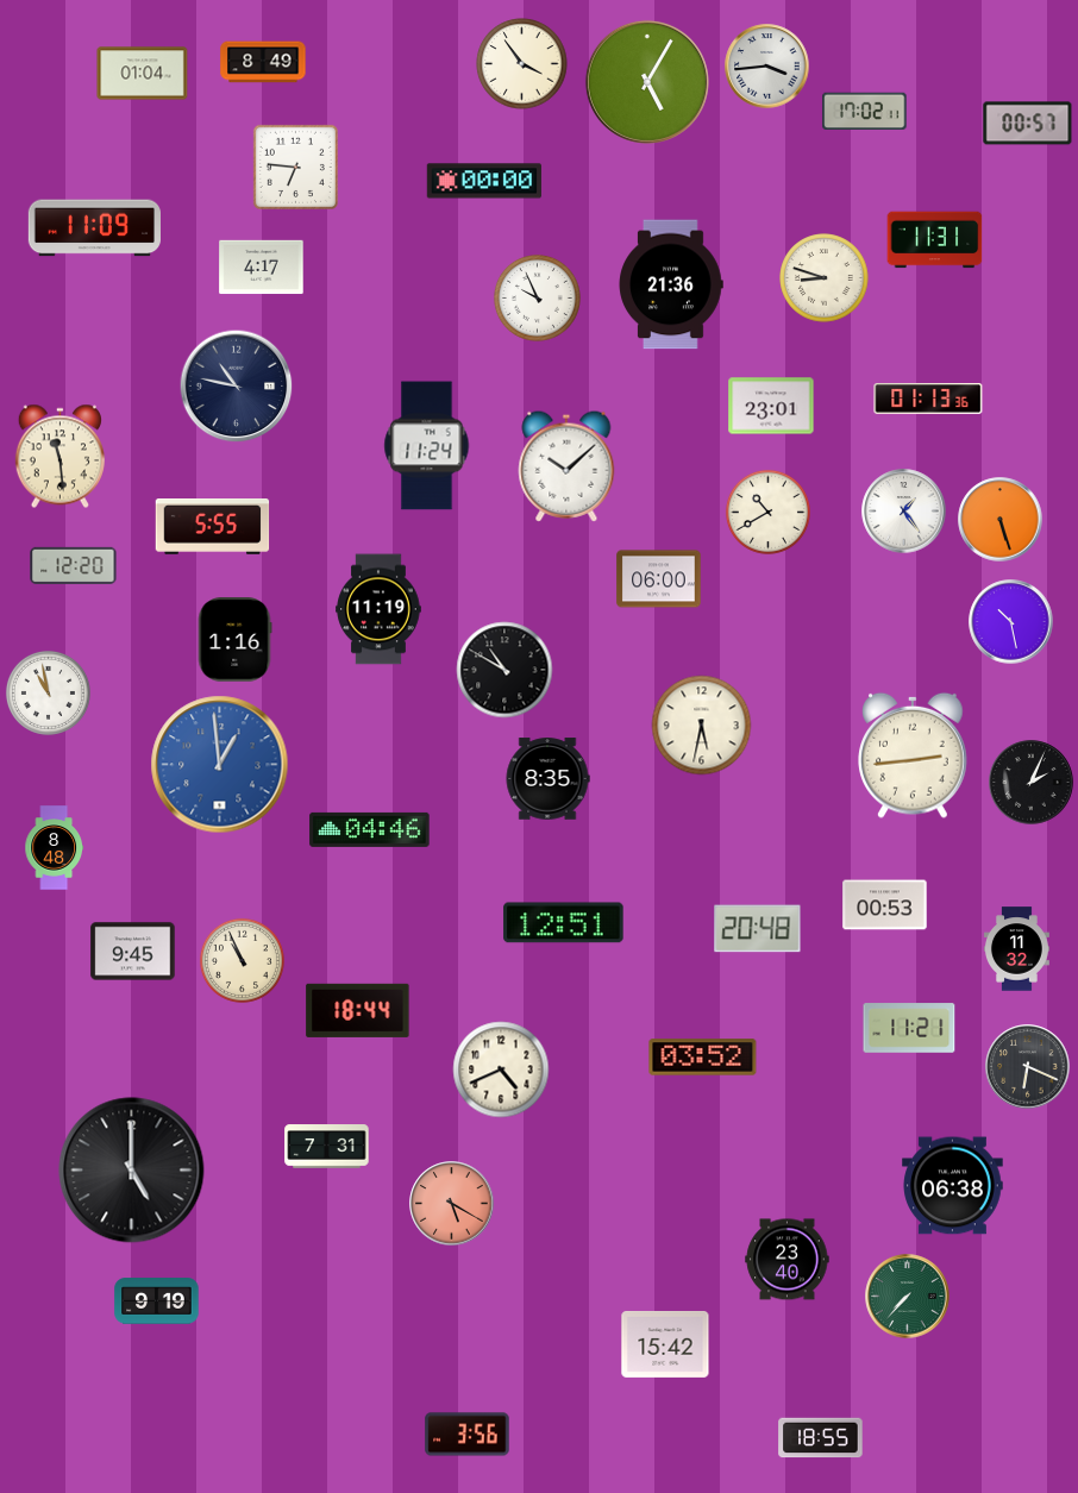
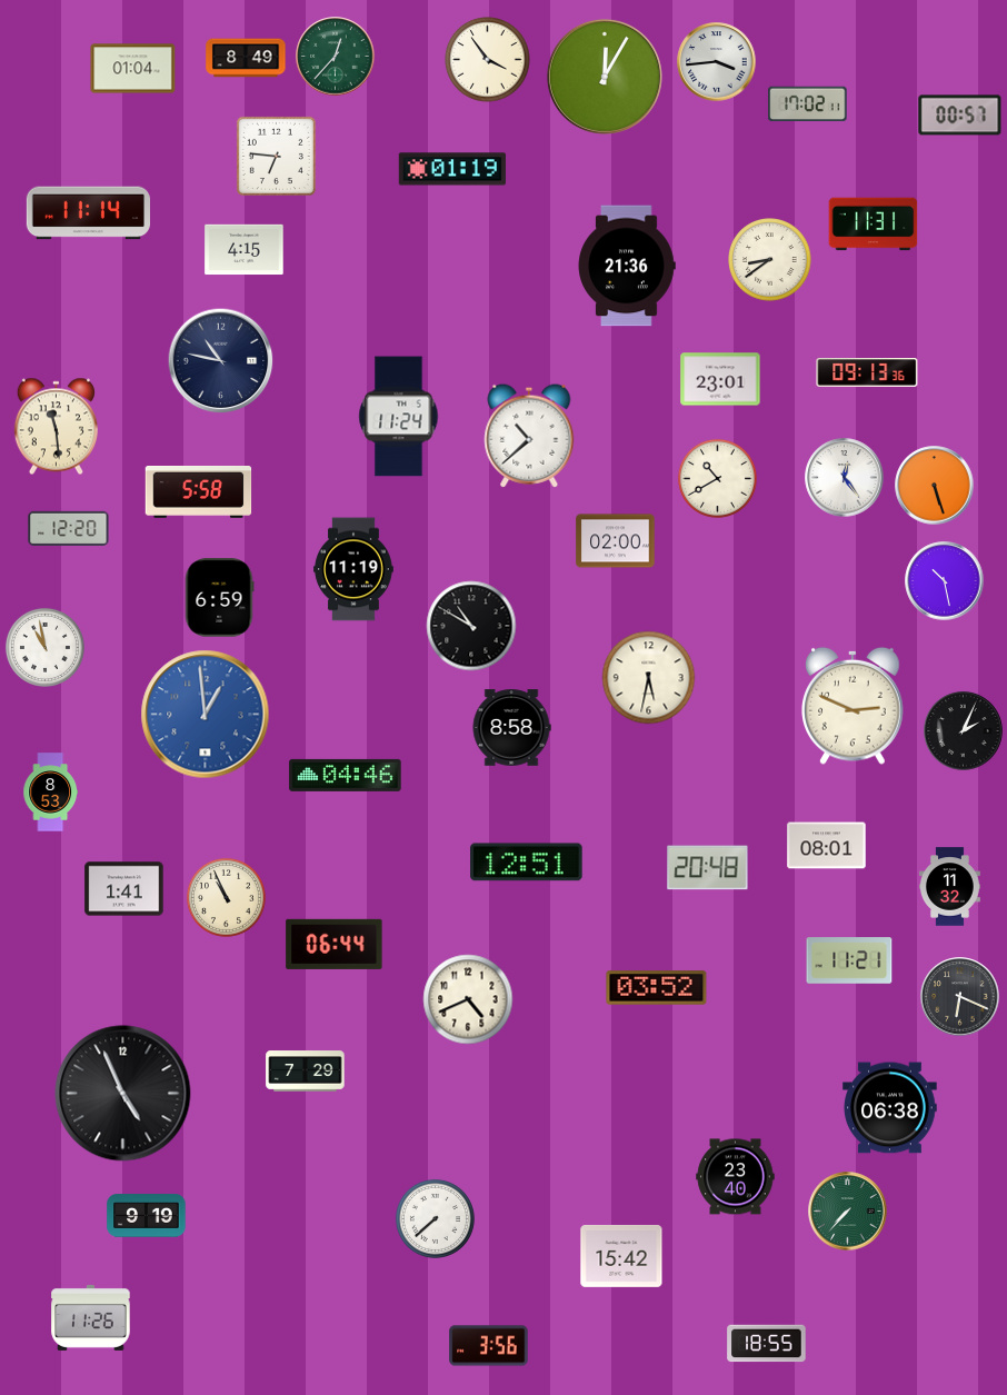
clock at (336, 57): none -> 12:37
clock at (647, 82): 5:05 -> 12:05
clock at (484, 181): 00:00 -> 01:19
clock at (94, 228): 11:09 -> 11:14
clock at (262, 268): 4:17 -> 4:15
clock at (825, 278): 8:48 -> 8:39
clock at (538, 299): 9:56 -> none
clock at (928, 400): 01:13 -> 09:13
clock at (566, 466): 10:08 -> 10:38
clock at (904, 512): 1:24 -> 12:24
clock at (213, 527): 5:55 -> 5:58
clock at (659, 579): 06:00 -> 02:00
clock at (234, 640): 1:16 -> 6:59
clock at (702, 726) position: (702, 726) -> (649, 678)
clock at (913, 755): 2:44 -> 2:49
clock at (547, 779): 8:35 -> 8:58
clock at (54, 848): 8:48 -> 8:53
clock at (885, 905): 00:53 -> 08:01
clock at (133, 952): 9:45 -> 1:41
clock at (358, 1010): 18:44 -> 06:44
clock at (327, 1147): 7:31 -> 7:29
clock at (132, 1171): 5:00 -> 4:56
clock at (452, 1204): 5:20 -> none
clock at (435, 1218): none -> 7:38
clock at (91, 1318): none -> 11:26
clock at (468, 1435) position: (468, 1435) -> (489, 1346)
